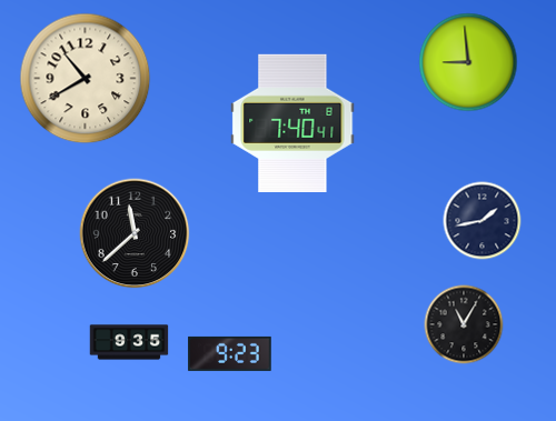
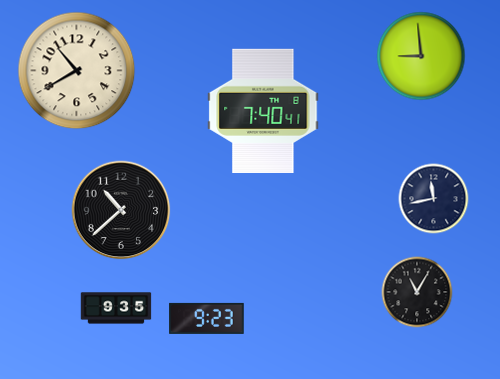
clock at (483, 221): 1:43 -> 11:43
clock at (135, 233): 11:38 -> 10:38
